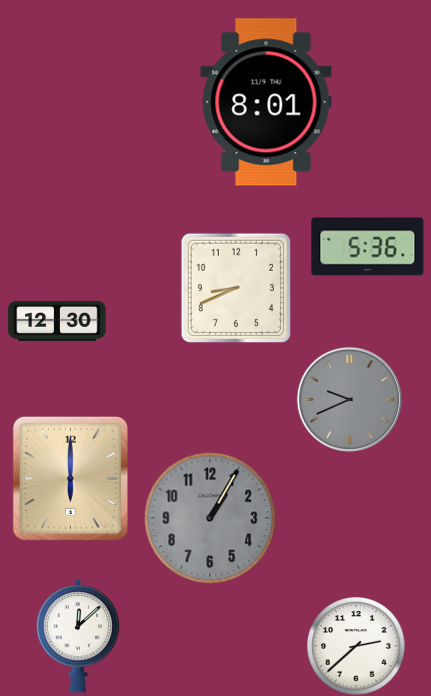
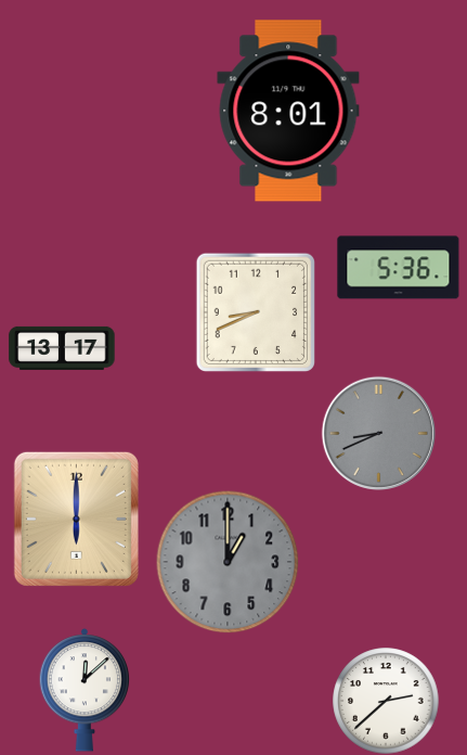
clock at (57, 321): 12:30 -> 13:17
clock at (349, 399): 9:41 -> 8:41
clock at (210, 518): 1:05 -> 1:00
